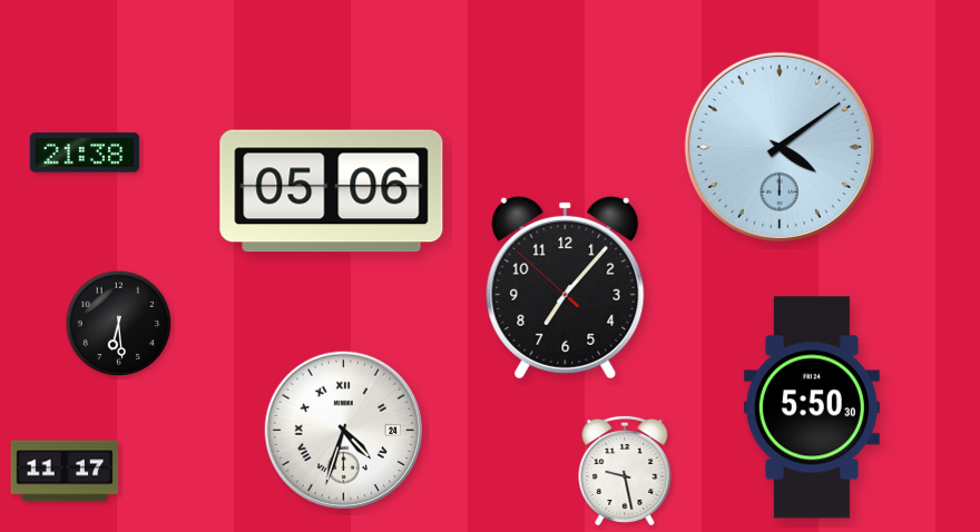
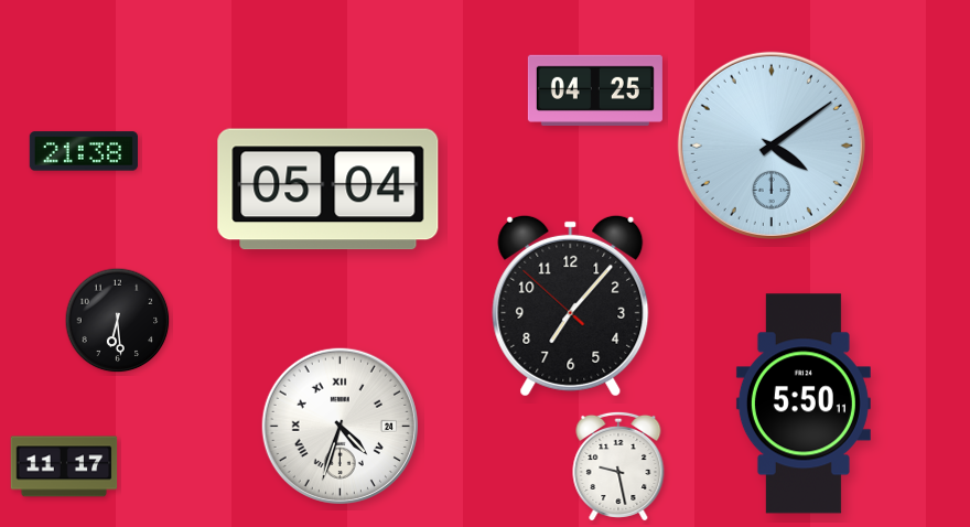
clock at (595, 89): none -> 04:25
clock at (332, 191): 05:06 -> 05:04
clock at (566, 287) position: (566, 287) -> (571, 305)
clock at (812, 407): 5:50:30 -> 5:50:11
